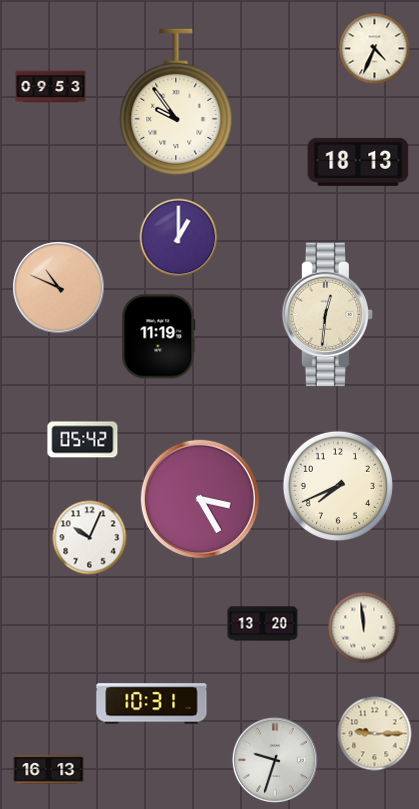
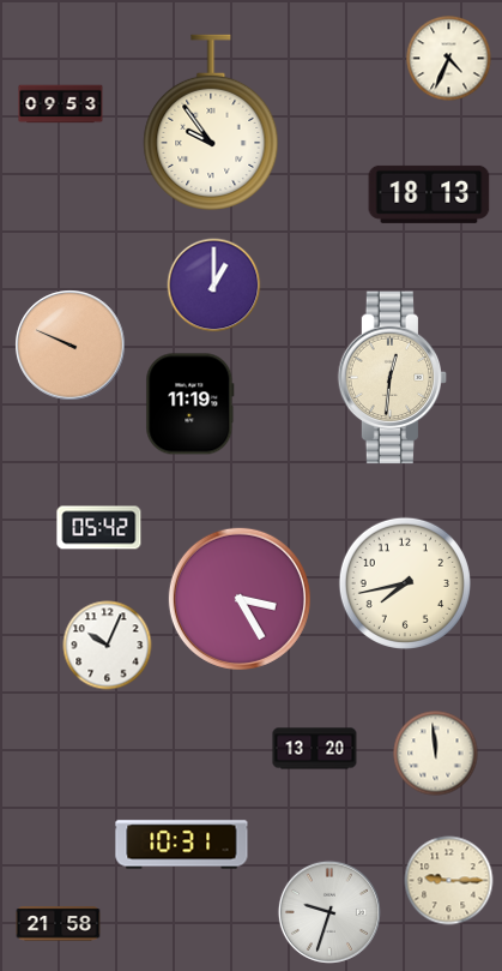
clock at (59, 288): 10:49 -> 9:49
clock at (338, 486): 7:41 -> 7:43
clock at (49, 770): 16:13 -> 21:58
